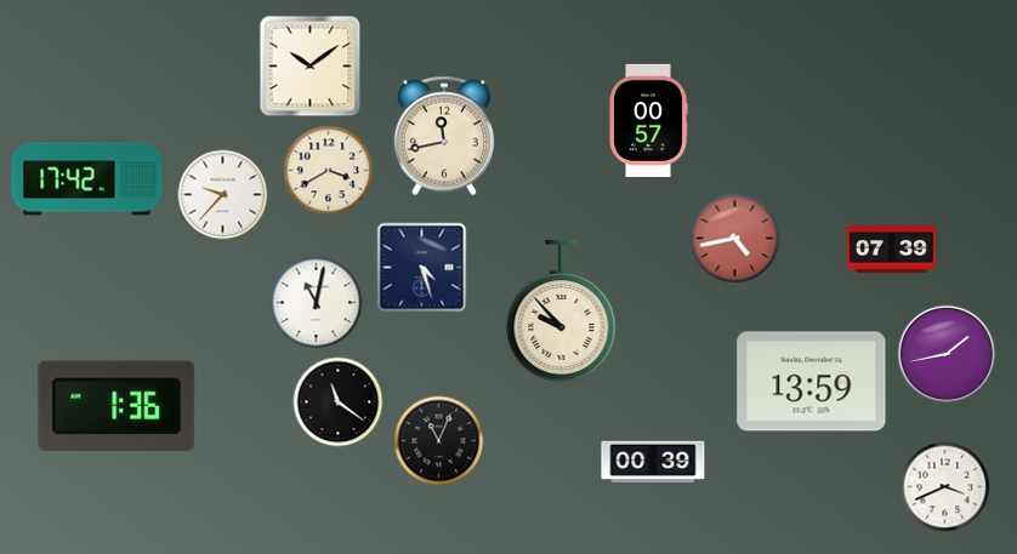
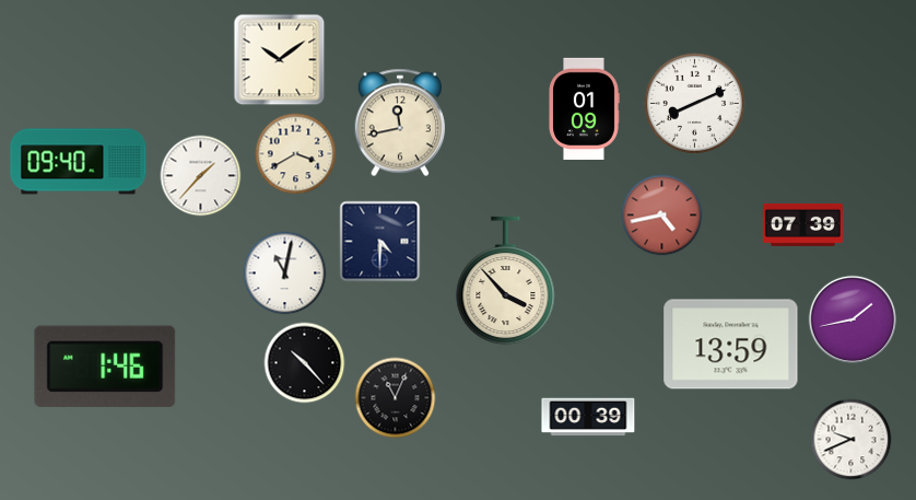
clock at (694, 103): none -> 8:11
clock at (648, 120): 00:57 -> 01:09
clock at (87, 179): 17:42 -> 09:40
clock at (223, 195): 9:37 -> 1:37
clock at (422, 268): 4:27 -> 4:30
clock at (562, 312): 9:53 -> 3:53
clock at (339, 402): 11:21 -> 10:23
clock at (117, 406): 1:36 -> 1:46
clock at (945, 487): 3:41 -> 9:41
